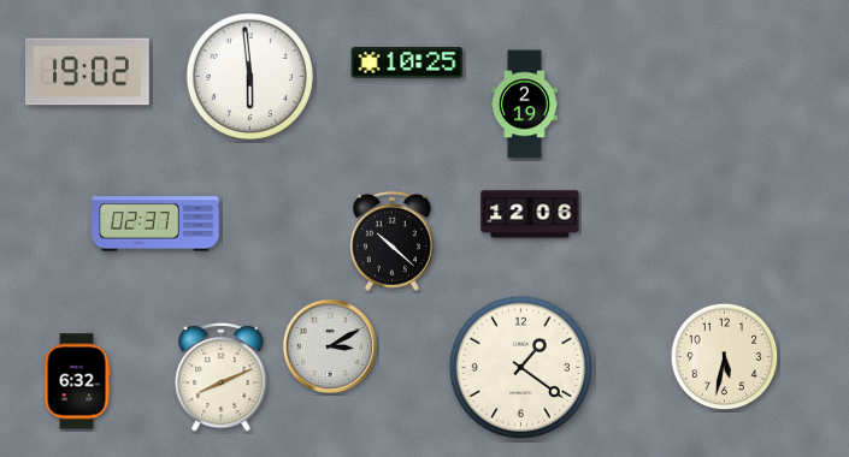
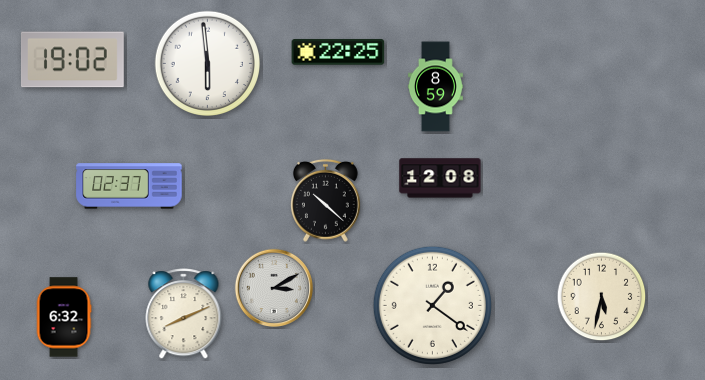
clock at (407, 63): 10:25 -> 22:25
clock at (524, 105): 2:19 -> 8:59
clock at (530, 214): 12:06 -> 12:08
